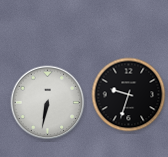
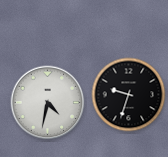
clock at (48, 103): 6:32 -> 4:32
